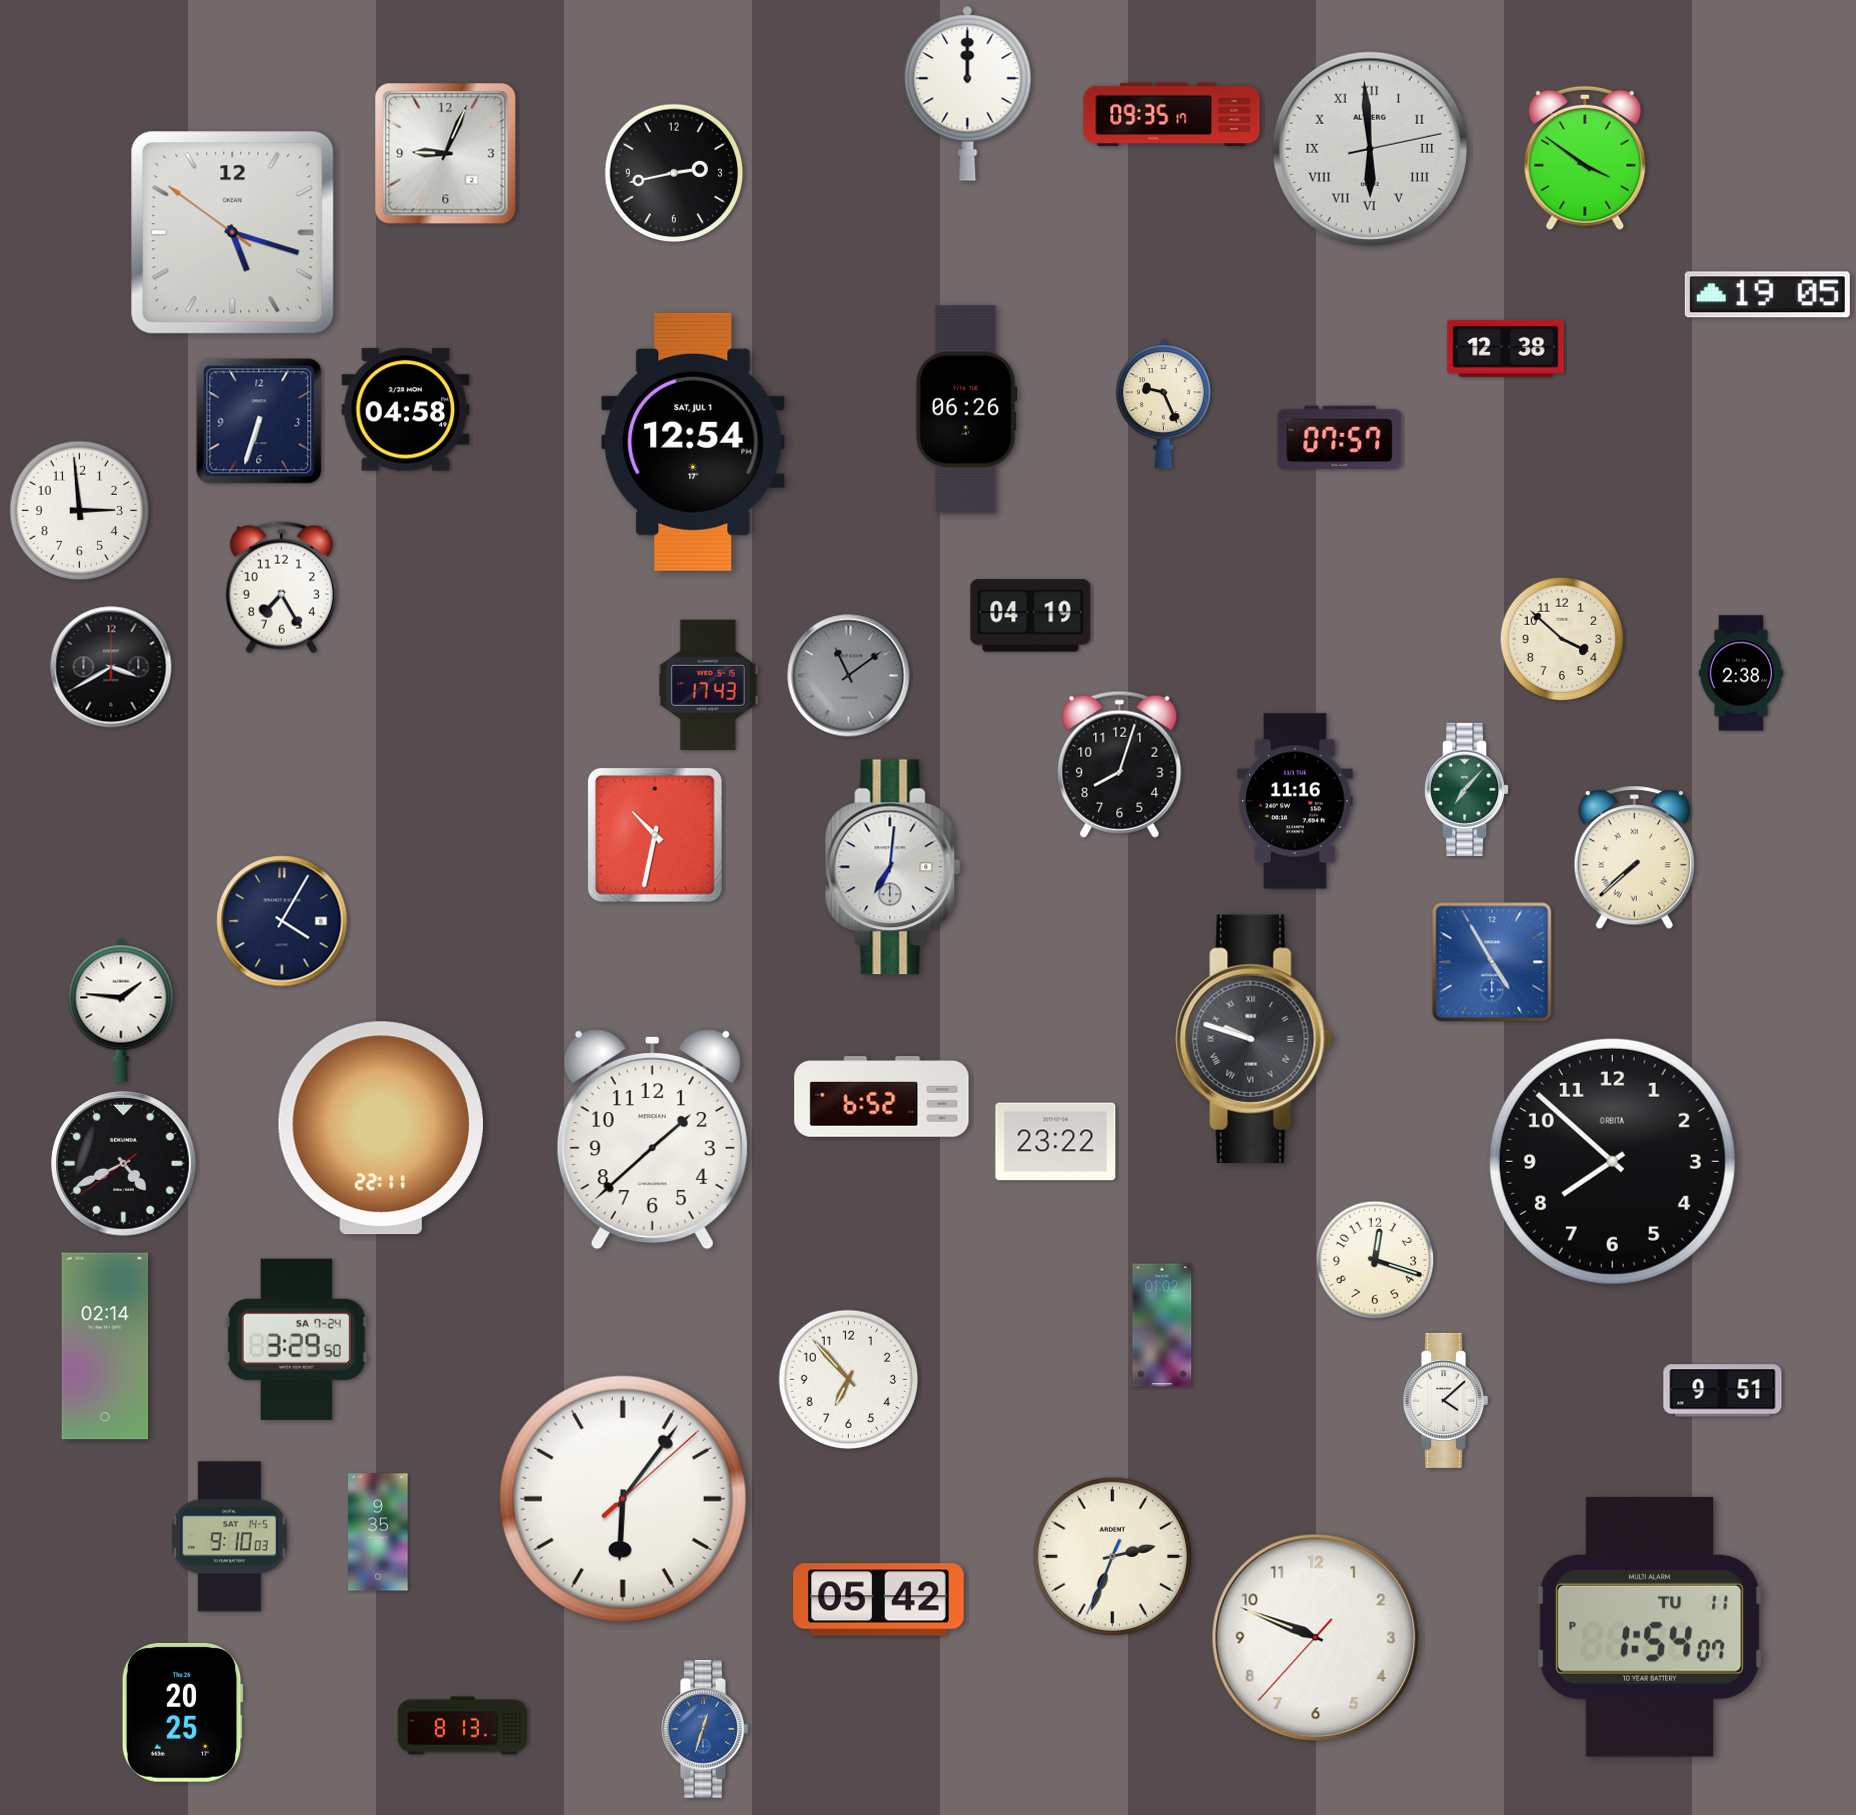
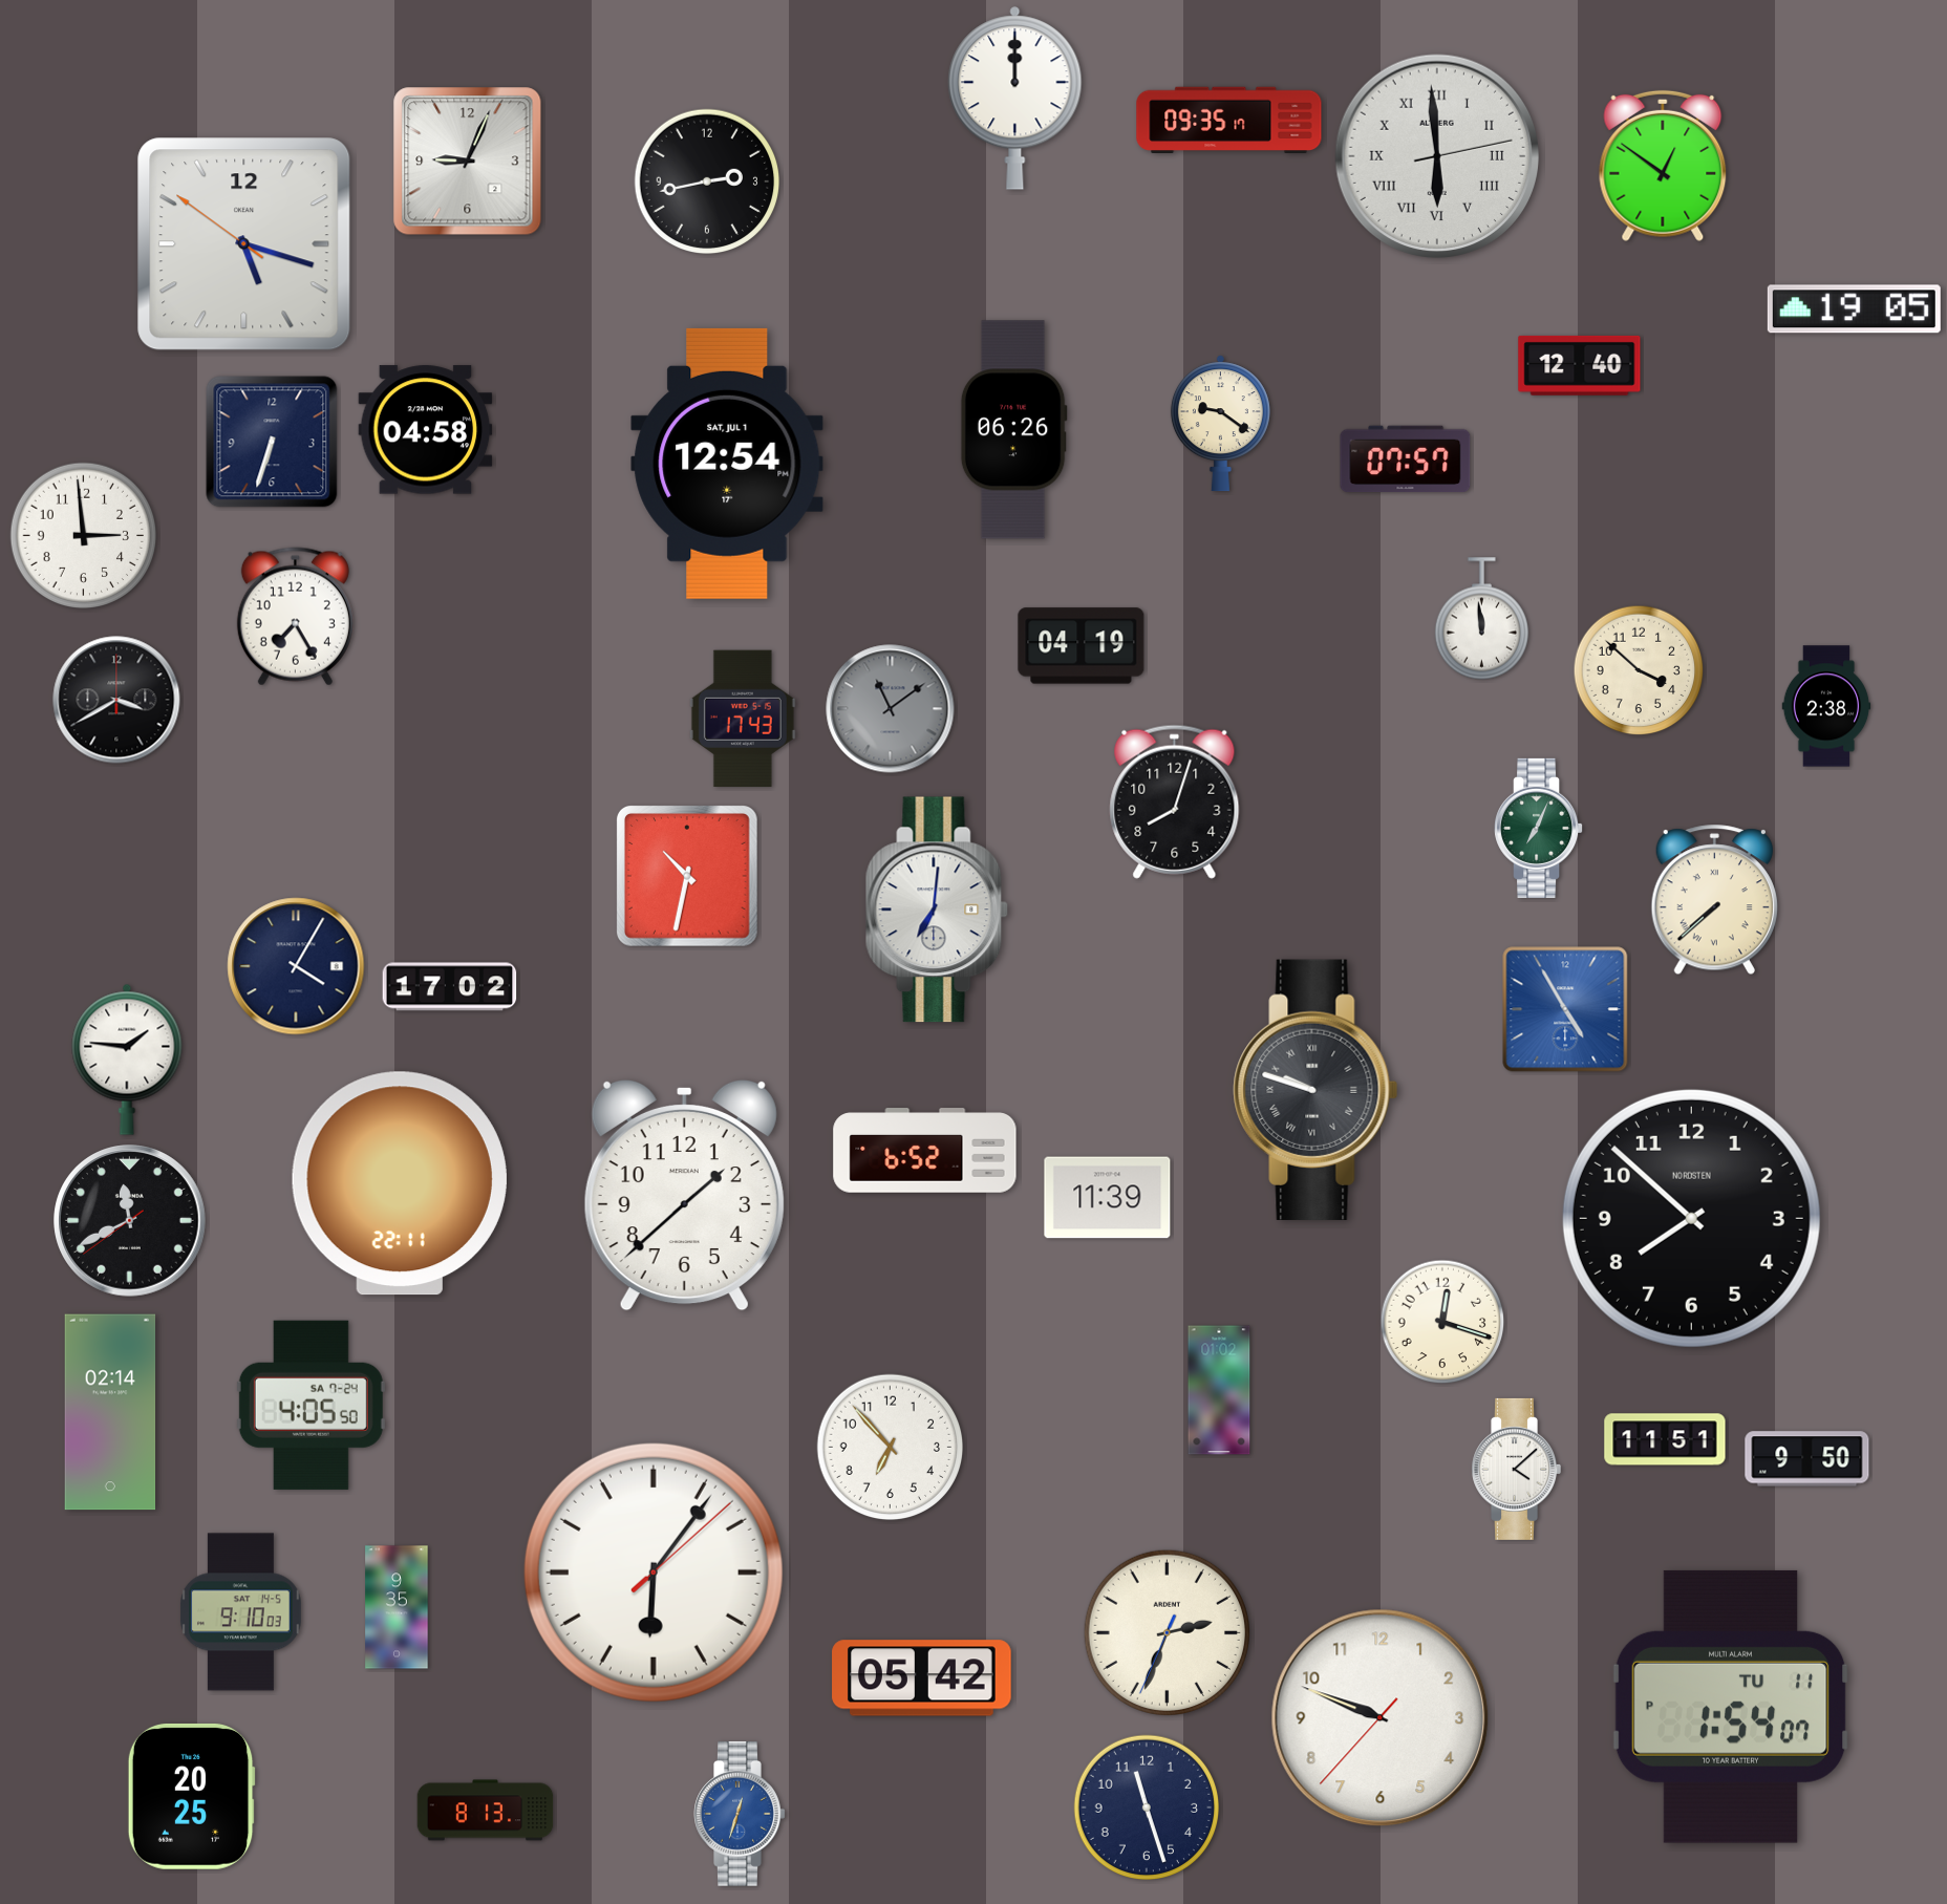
clock at (1585, 158): 3:51 -> 12:51
clock at (1506, 348): 12:38 -> 12:40
clock at (1163, 404): 9:26 -> 9:21
clock at (1482, 619): none -> 11:59
clock at (1467, 789): 7:07 -> 7:04
clock at (1295, 801): 11:16 -> none
clock at (450, 987): none -> 17:02
clock at (1056, 1142): 23:22 -> 11:39
clock at (1612, 1161) brand: ORBITA -> NORDSTEN
clock at (124, 1164): 4:40 -> 11:40
clock at (296, 1339): 3:29 -> 4:05
clock at (1665, 1439): none -> 11:51
clock at (1723, 1391): 9:51 -> 9:50
clock at (1147, 1807): none -> 11:27
